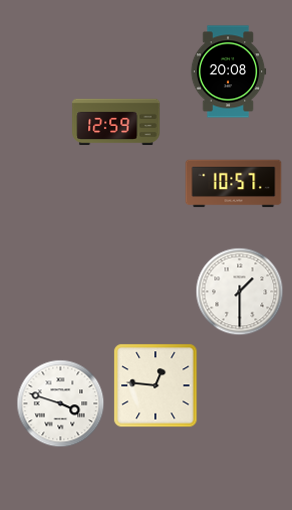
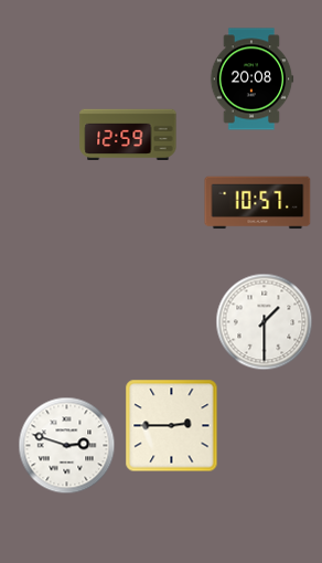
clock at (156, 386): 12:46 -> 2:45
clock at (61, 404): 3:48 -> 2:48
